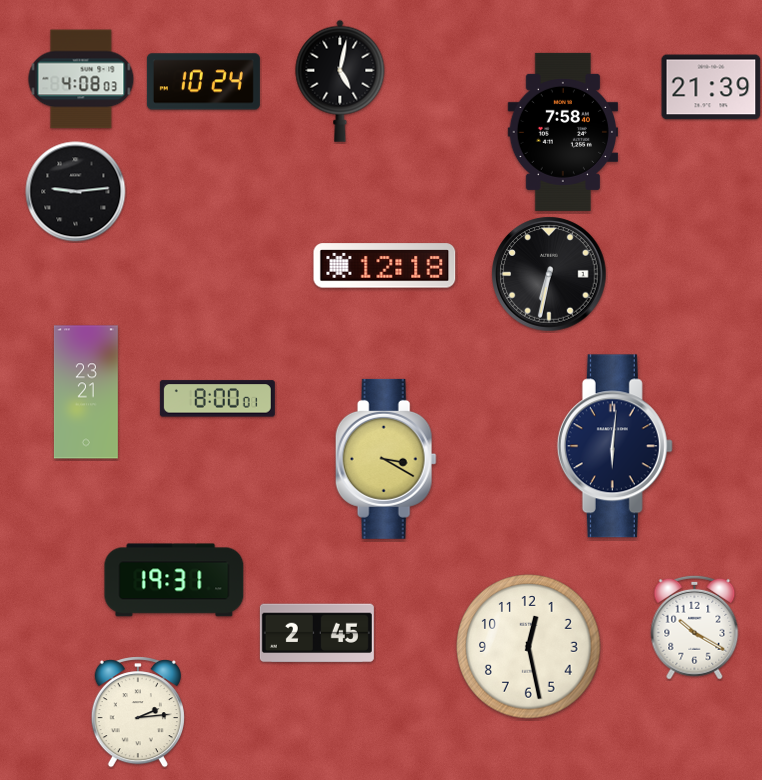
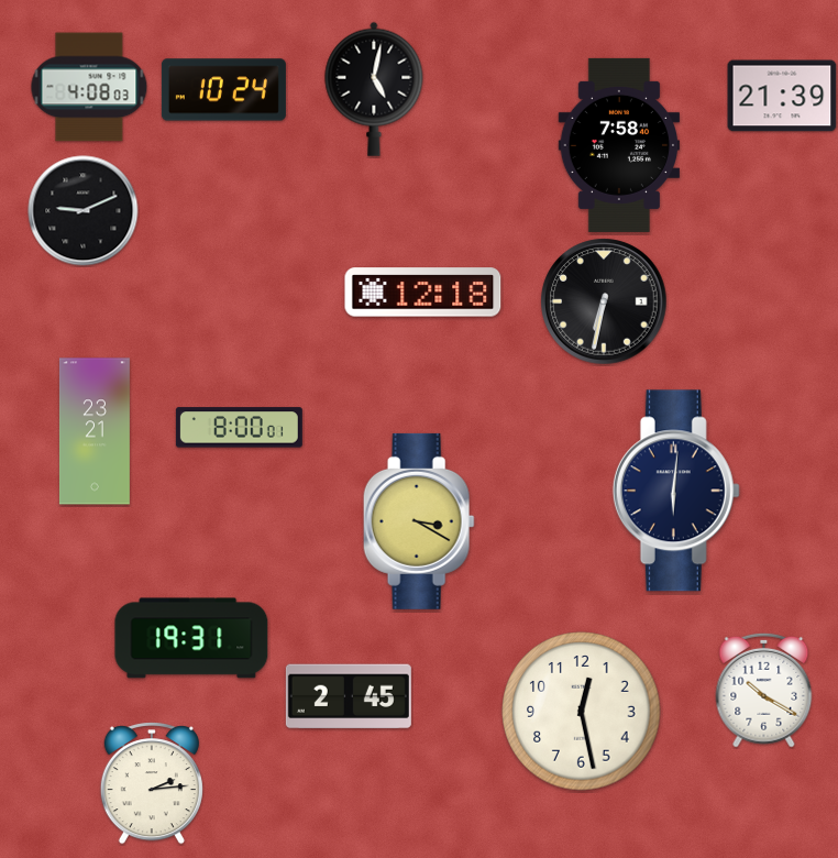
clock at (76, 192): 9:14 -> 9:11
clock at (217, 399) position: (217, 399) -> (239, 428)
clock at (386, 459) position: (386, 459) -> (419, 521)
